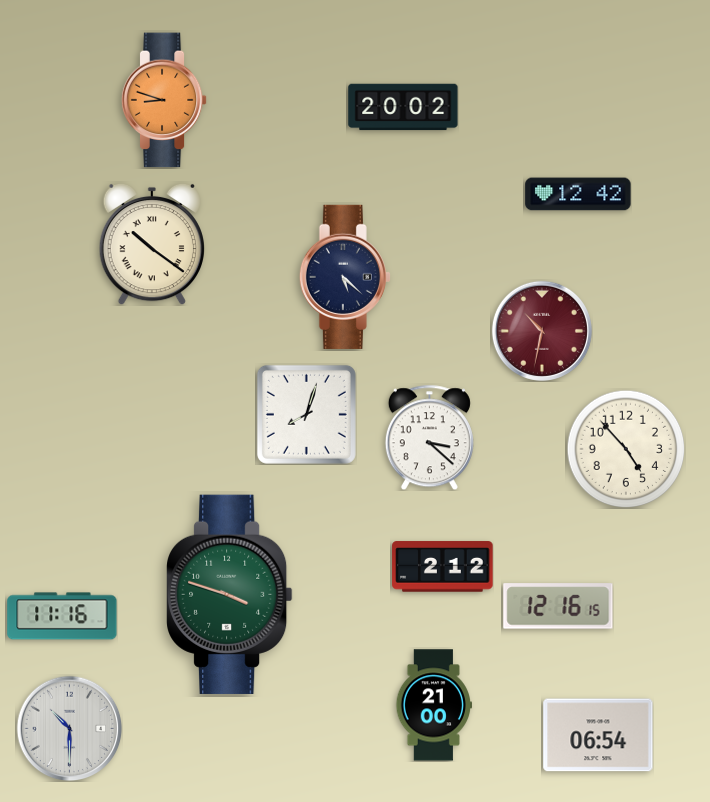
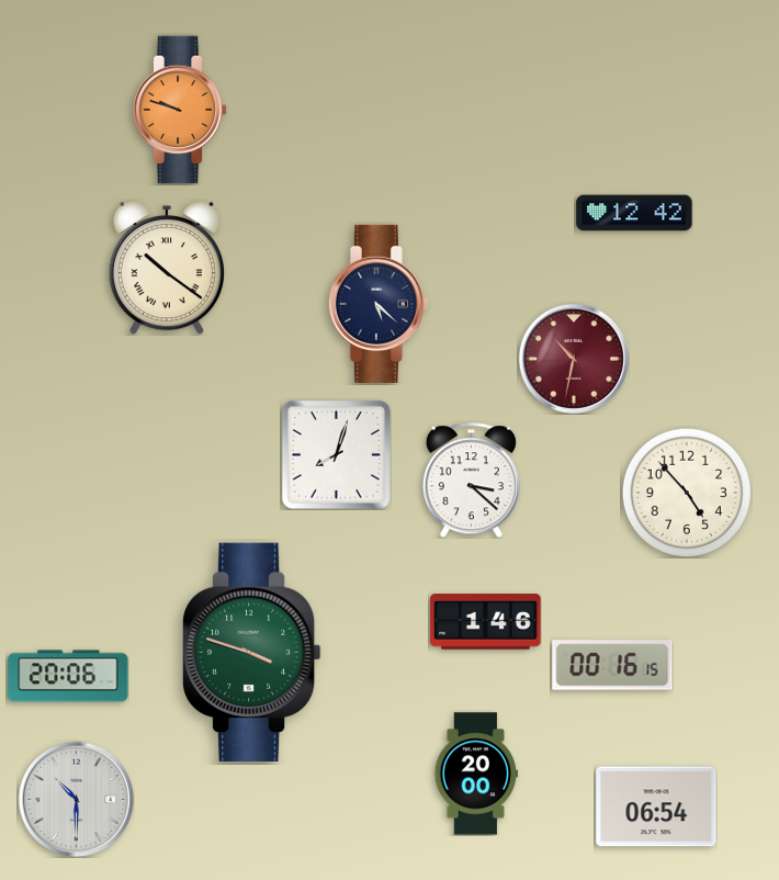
clock at (164, 100): 8:48 -> 9:48
clock at (403, 107): 20:02 -> none
clock at (542, 331) position: (542, 331) -> (574, 359)
clock at (443, 567): 2:12 -> 1:46
clock at (558, 606): 12:16 -> 00:16
clock at (62, 616): 11:16 -> 20:06
clock at (433, 705): 21:00 -> 20:00
